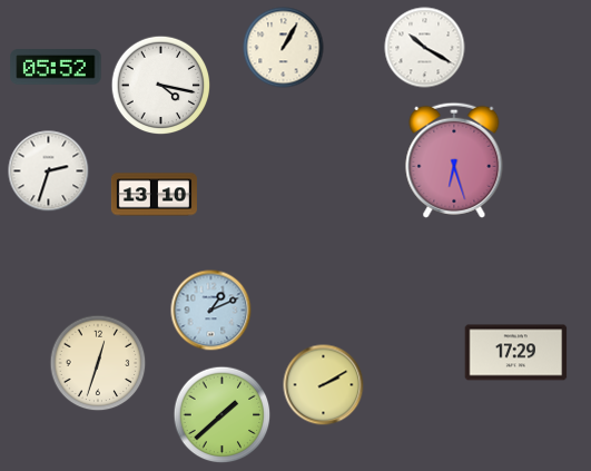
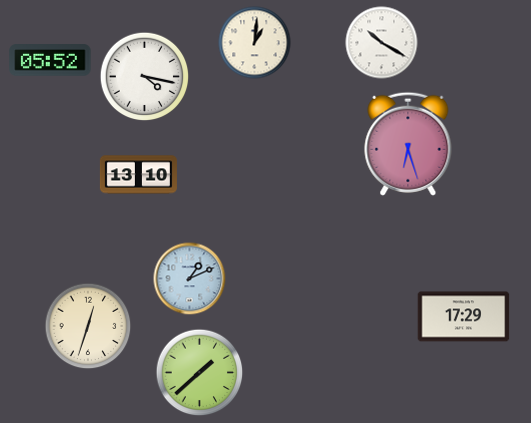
clock at (284, 48): 1:05 -> 1:01
clock at (49, 171): 2:33 -> none
clock at (324, 385): 2:10 -> none
